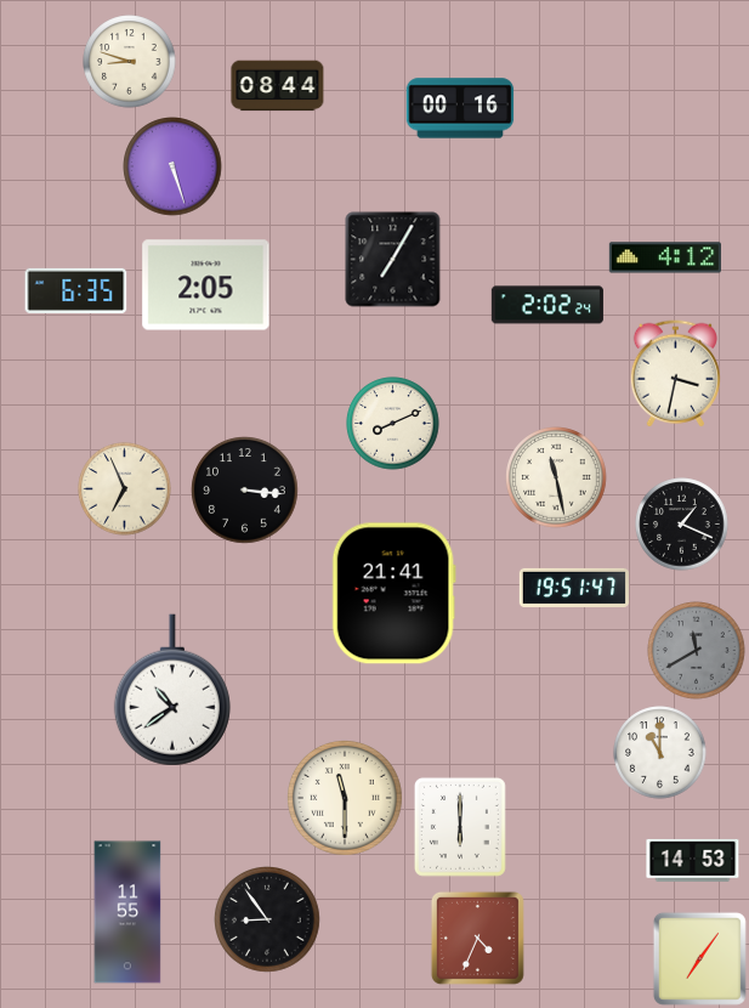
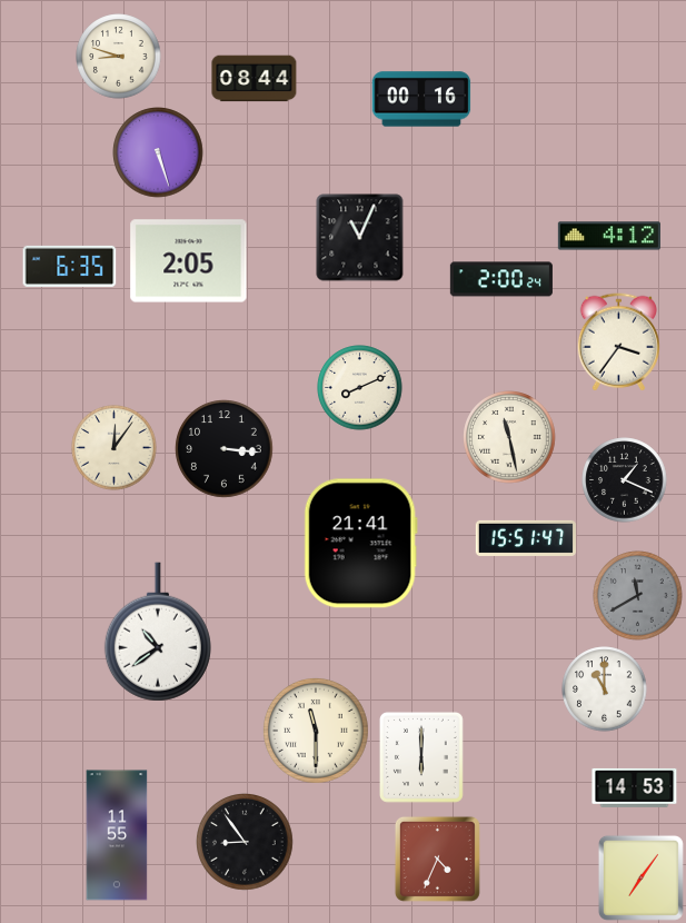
clock at (393, 260): 7:05 -> 11:04
clock at (547, 305): 2:02 -> 2:00
clock at (675, 374): 3:32 -> 3:36
clock at (125, 489): 6:56 -> 12:06
clock at (574, 588): 19:51 -> 15:51
